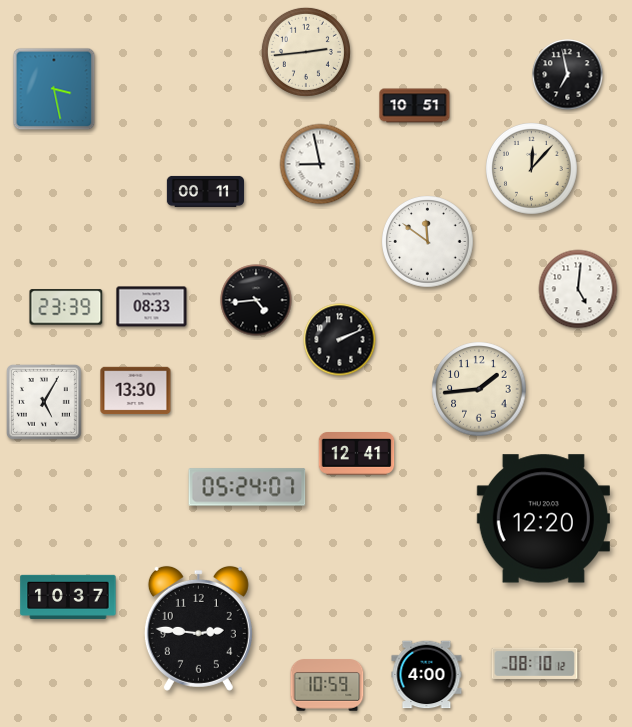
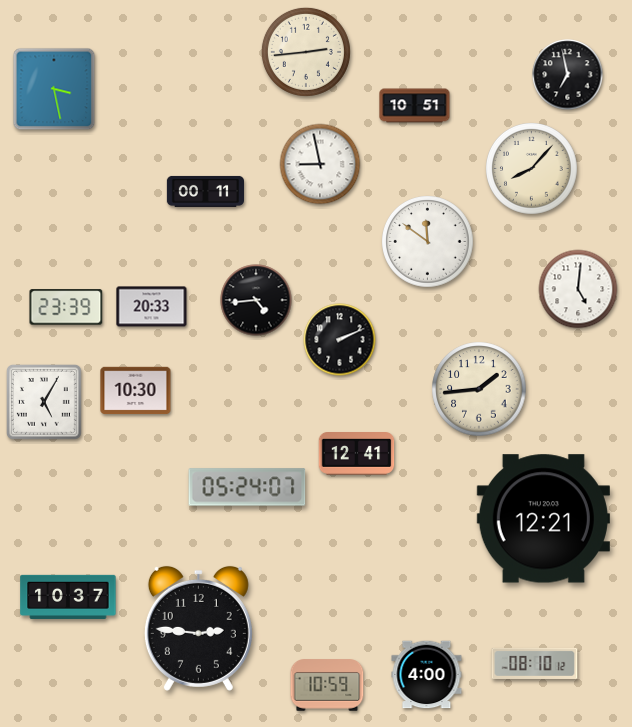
clock at (532, 169): 12:07 -> 8:07
clock at (152, 307): 08:33 -> 20:33
clock at (136, 391): 13:30 -> 10:30
clock at (543, 519): 12:20 -> 12:21
